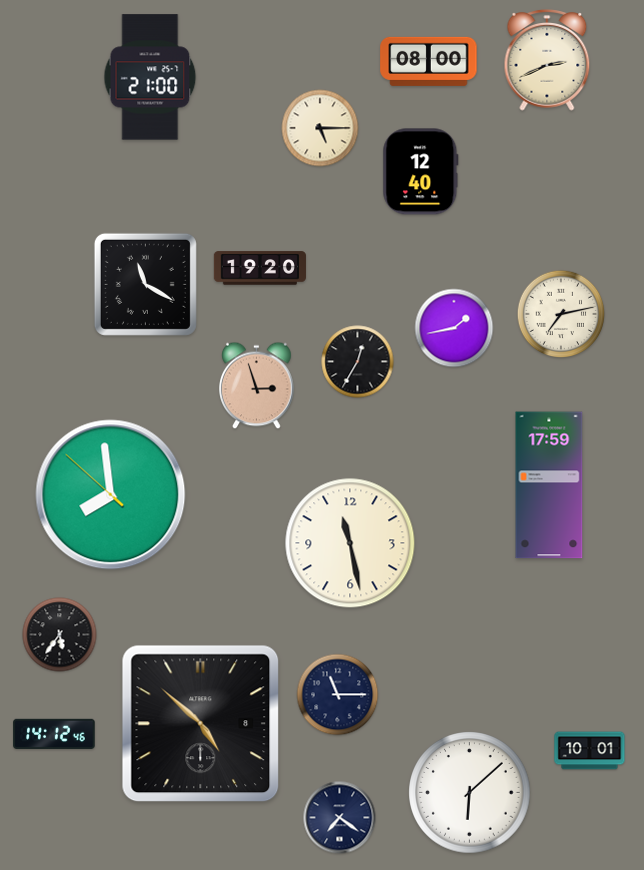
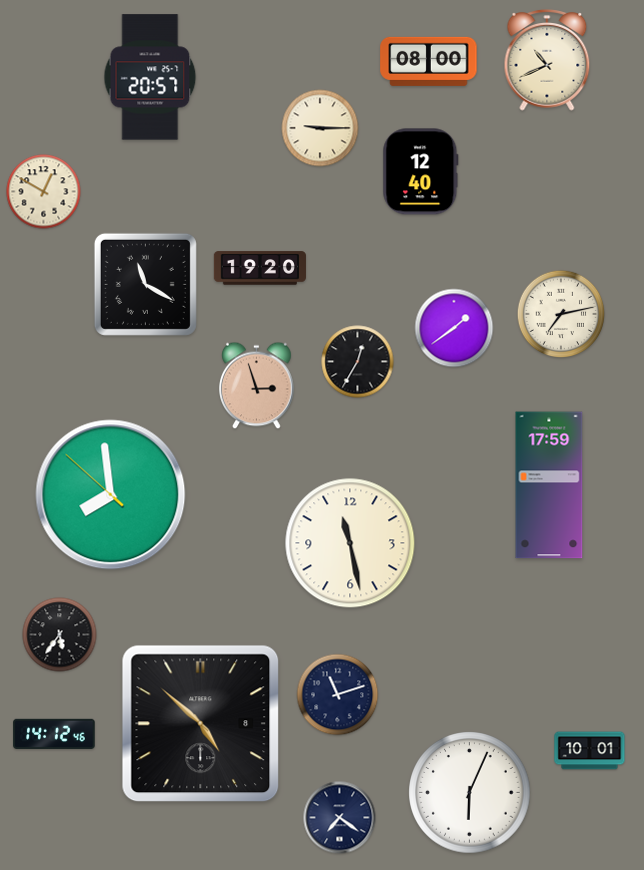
clock at (547, 60): 2:41 -> 10:41
clock at (150, 77): 21:00 -> 20:57
clock at (320, 128): 5:15 -> 9:15
clock at (44, 192): none -> 12:50
clock at (454, 328): 1:43 -> 1:39
clock at (338, 695): 11:15 -> 11:12
clock at (470, 793): 6:08 -> 6:04
